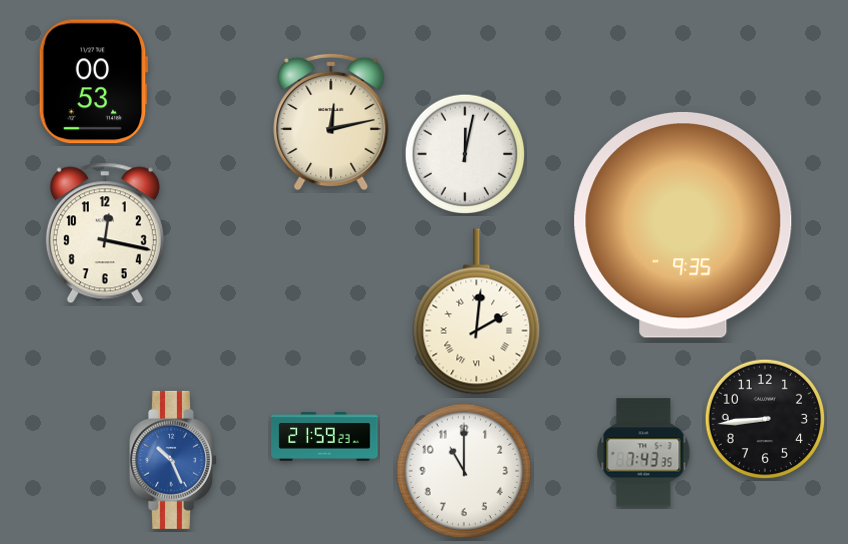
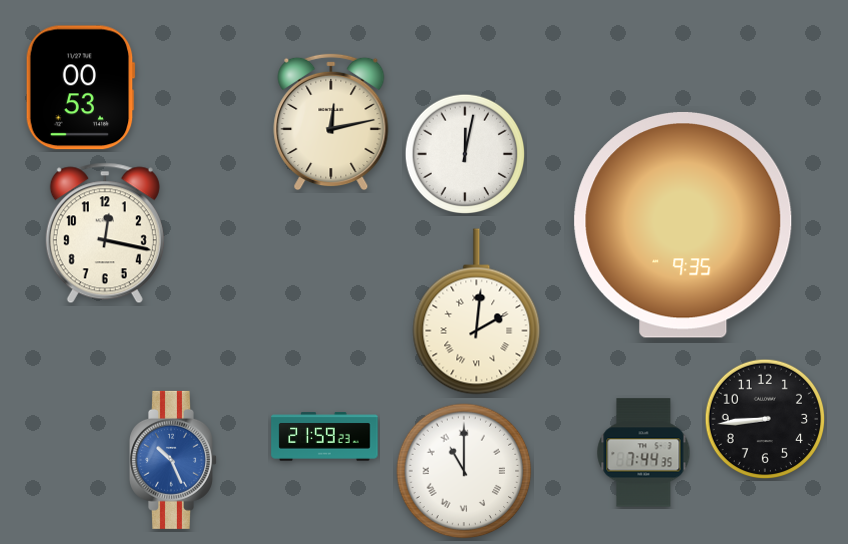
clock at (93, 82) position: (93, 82) -> (80, 88)
clock at (644, 453): 7:43 -> 7:44
clock at (464, 471) numerals: Arabic -> Roman
